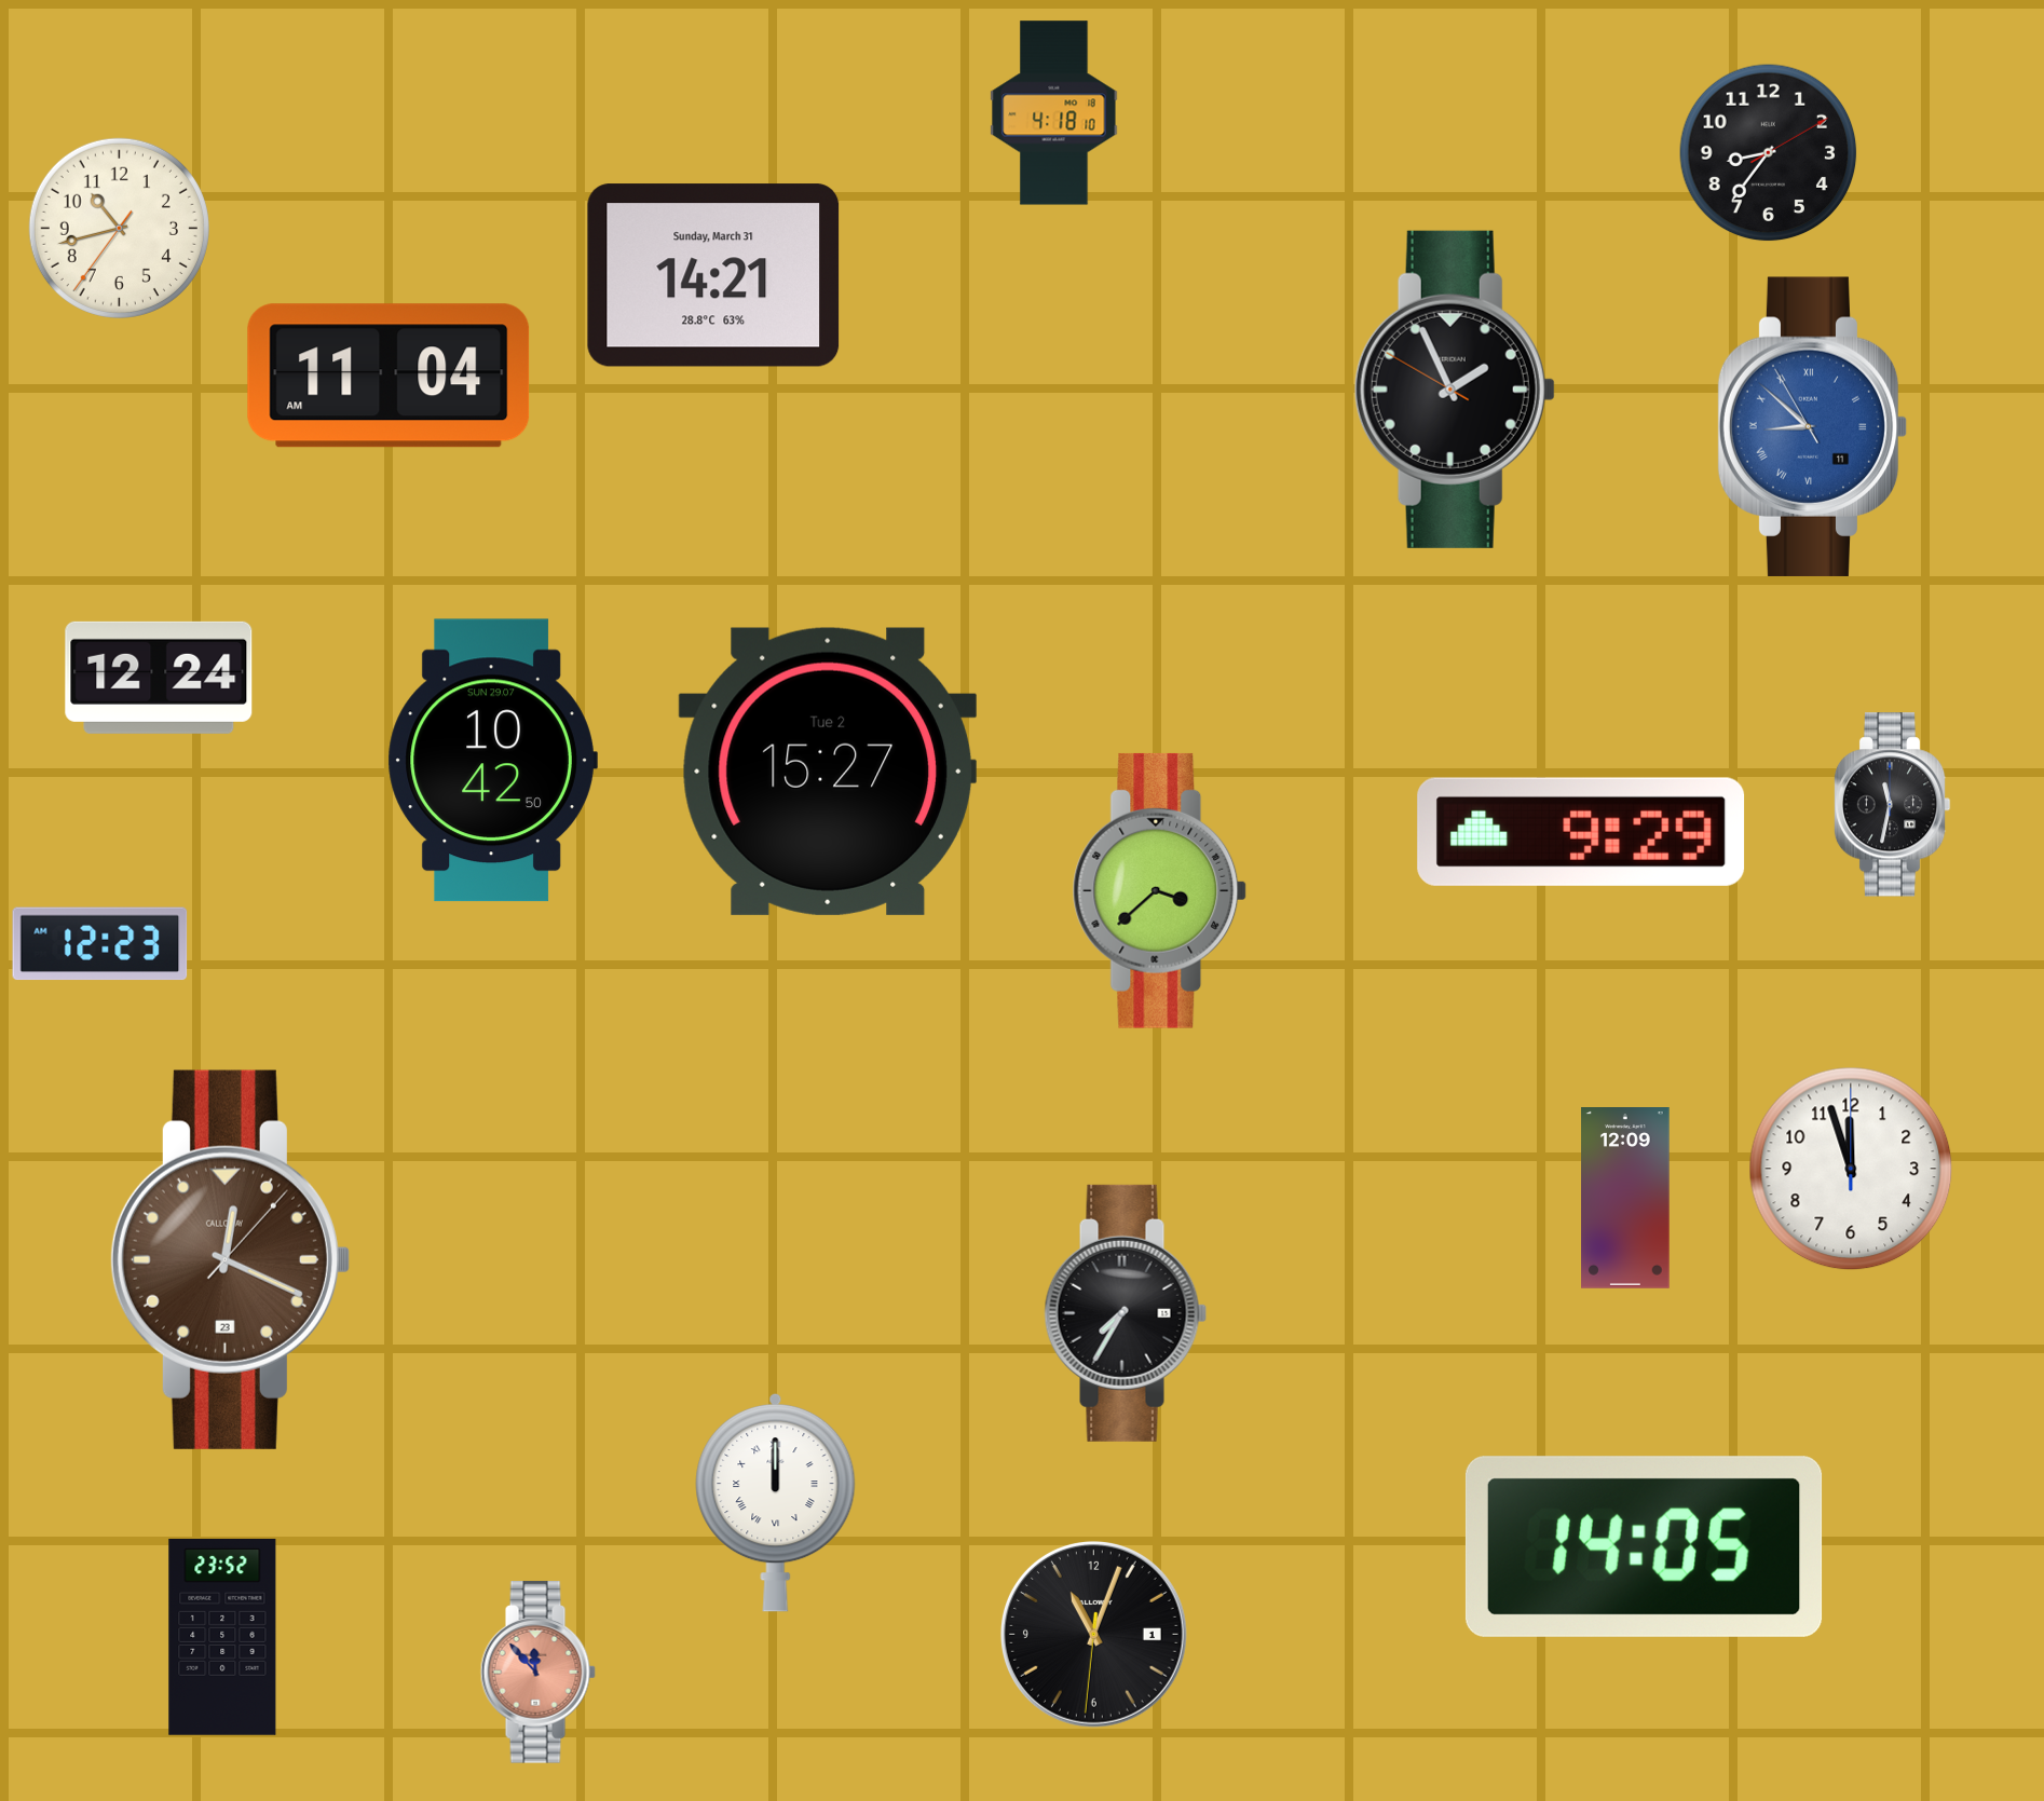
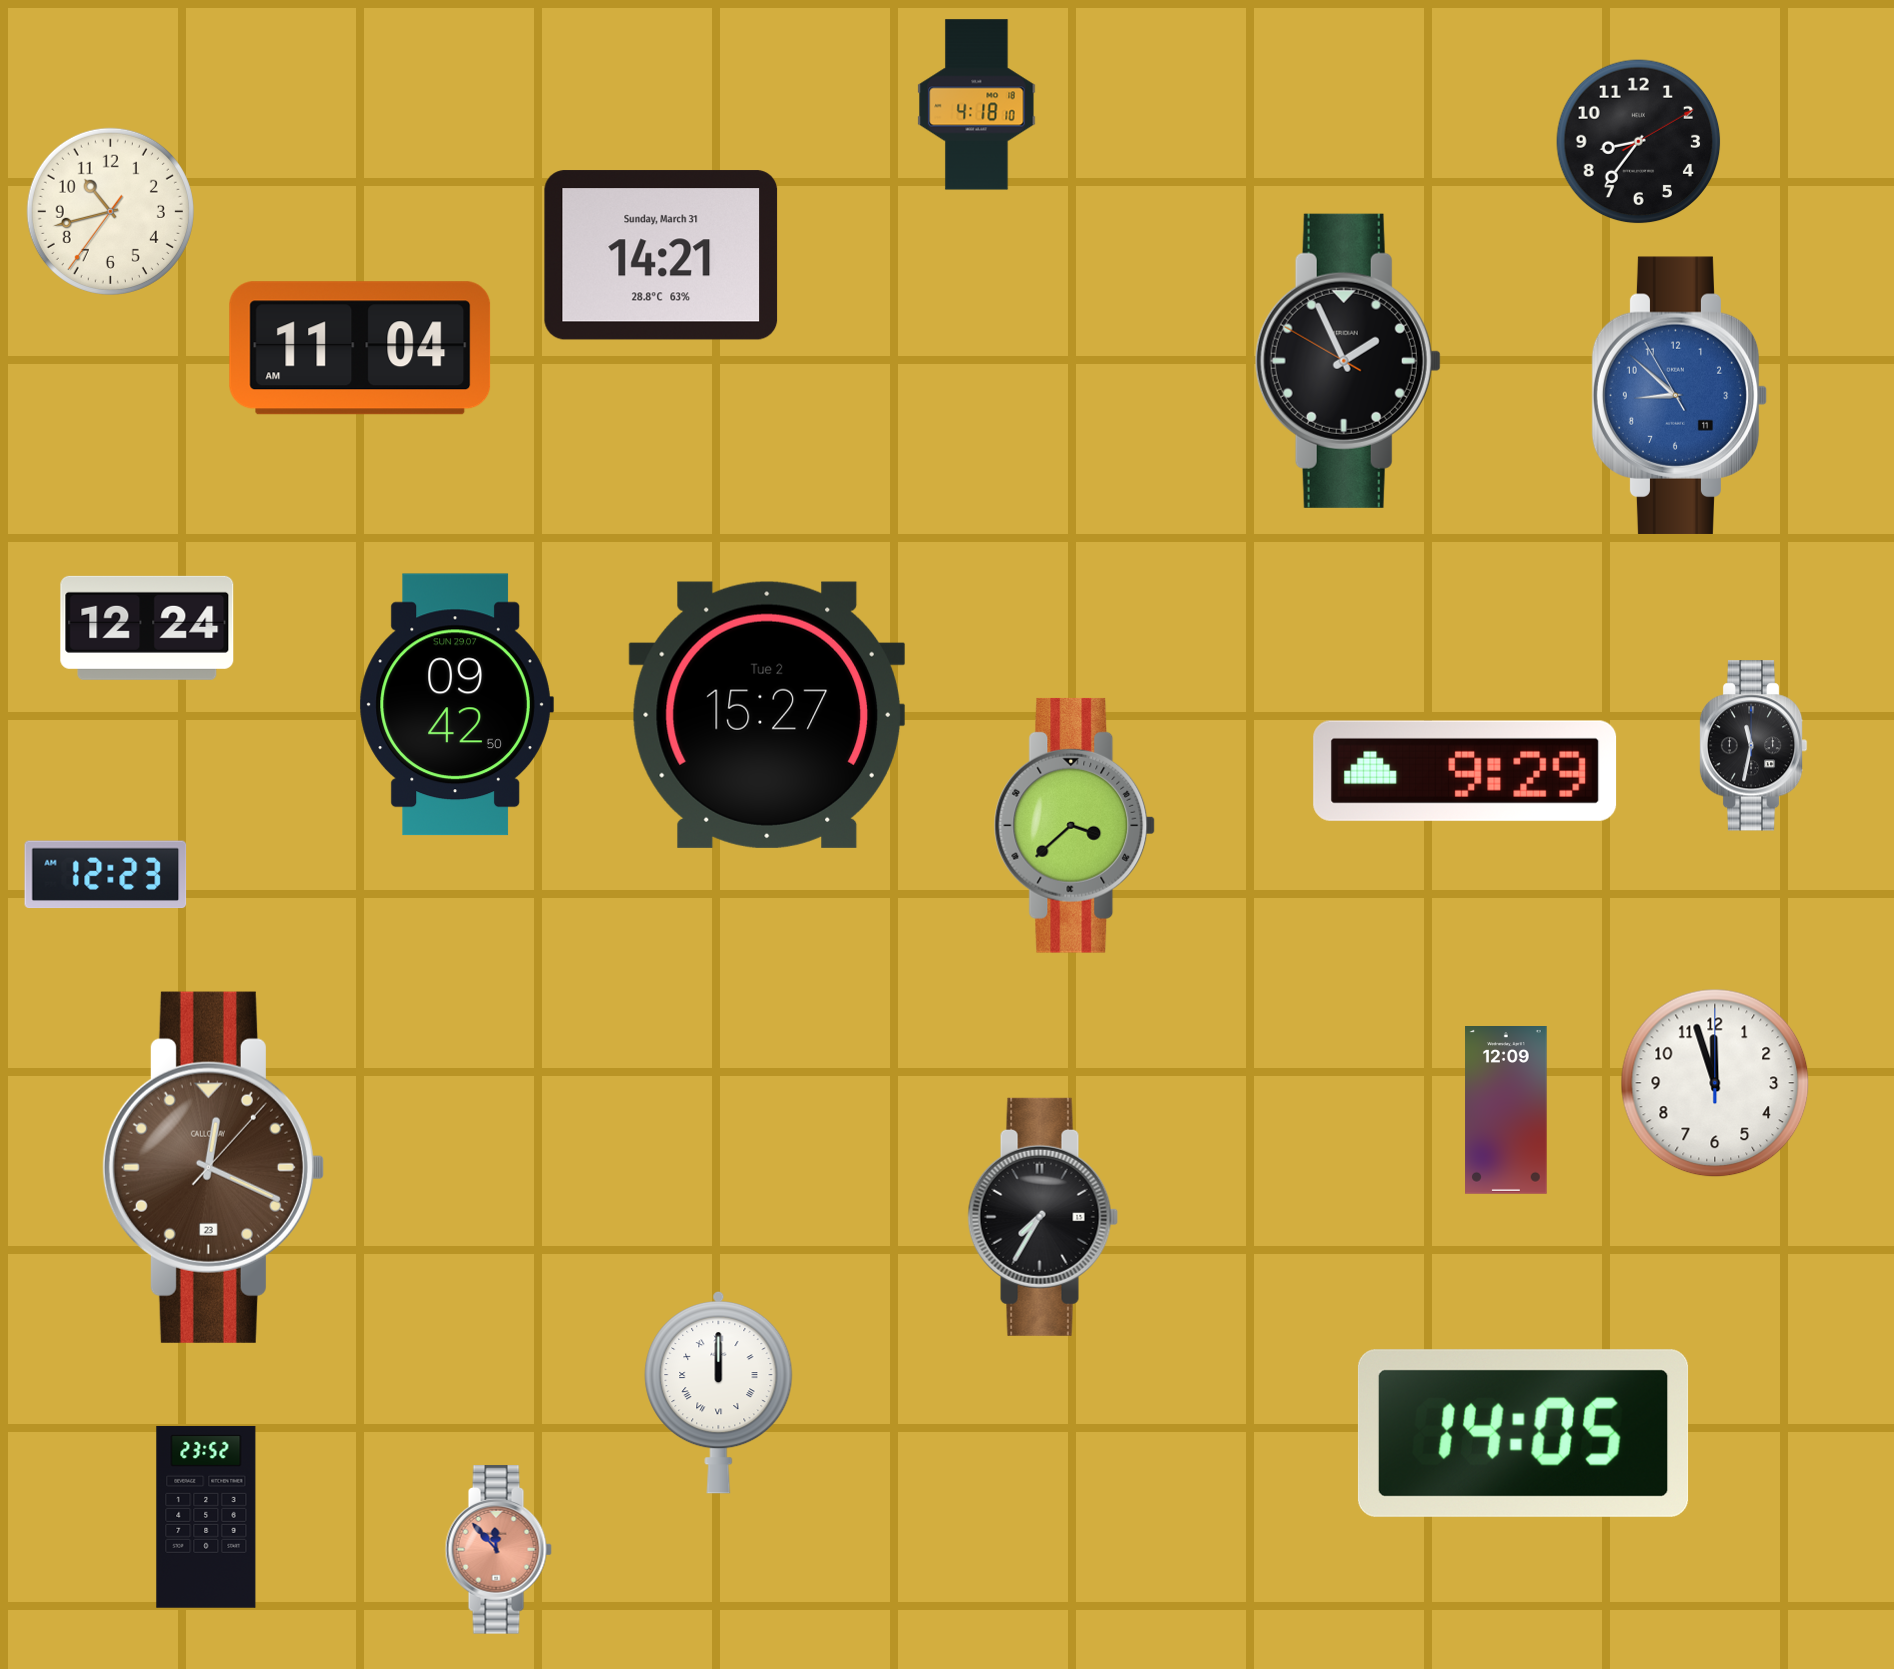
clock at (1813, 426) numerals: Roman -> Arabic
clock at (492, 761): 10:42 -> 09:42
clock at (100, 944) position: (100, 944) -> (106, 875)
clock at (1093, 1634): 11:03 -> none
